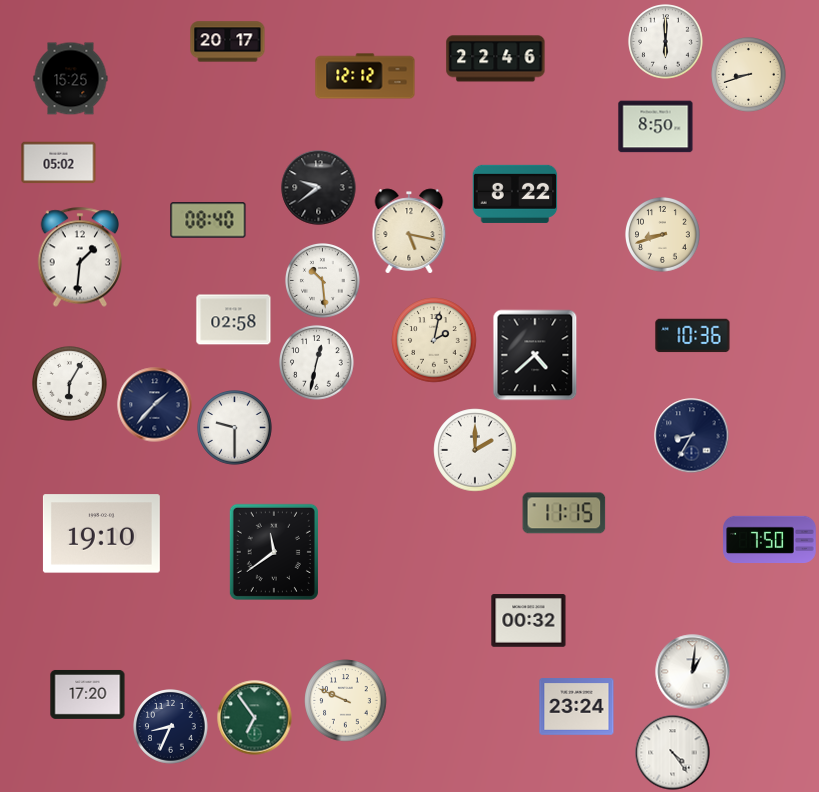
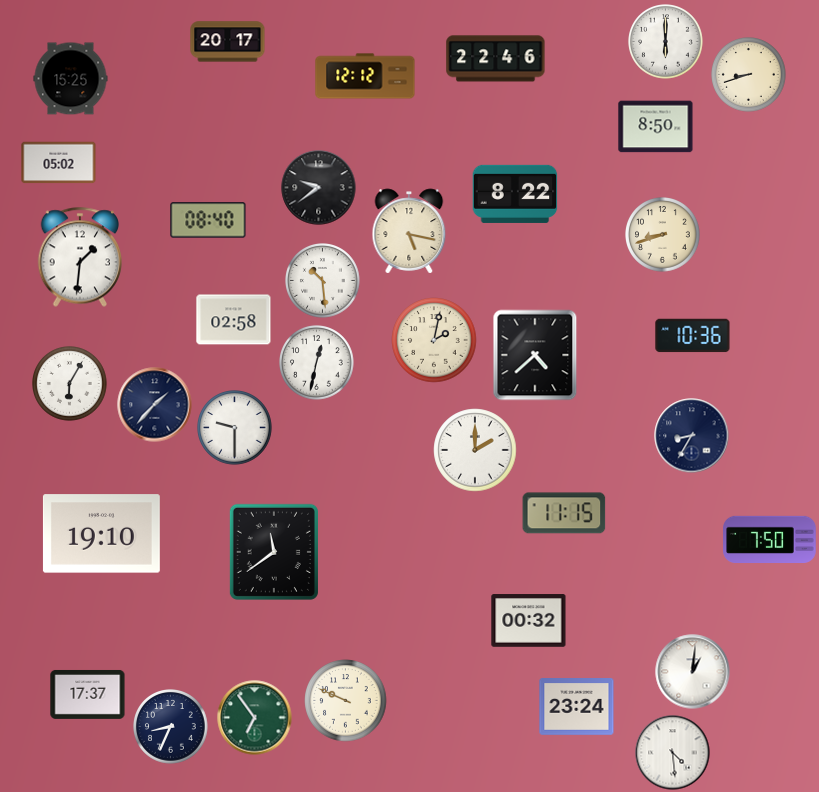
clock at (88, 694): 17:20 -> 17:37
clock at (673, 753): 4:24 -> 4:29
